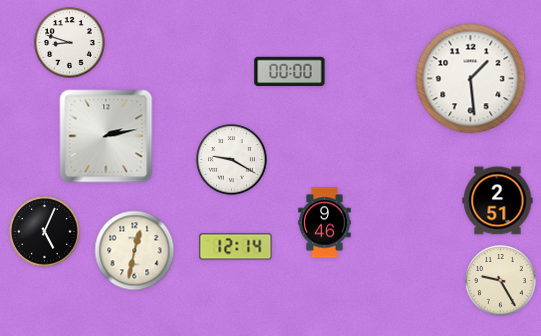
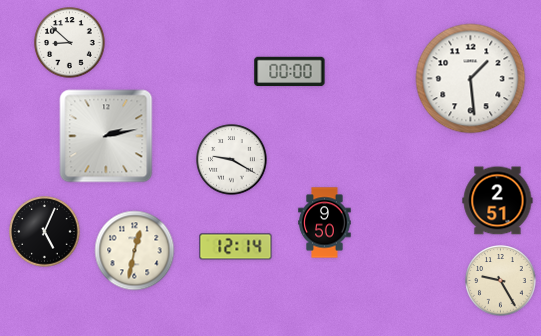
clock at (70, 43): 8:48 -> 8:52
clock at (325, 223): 9:46 -> 9:50
